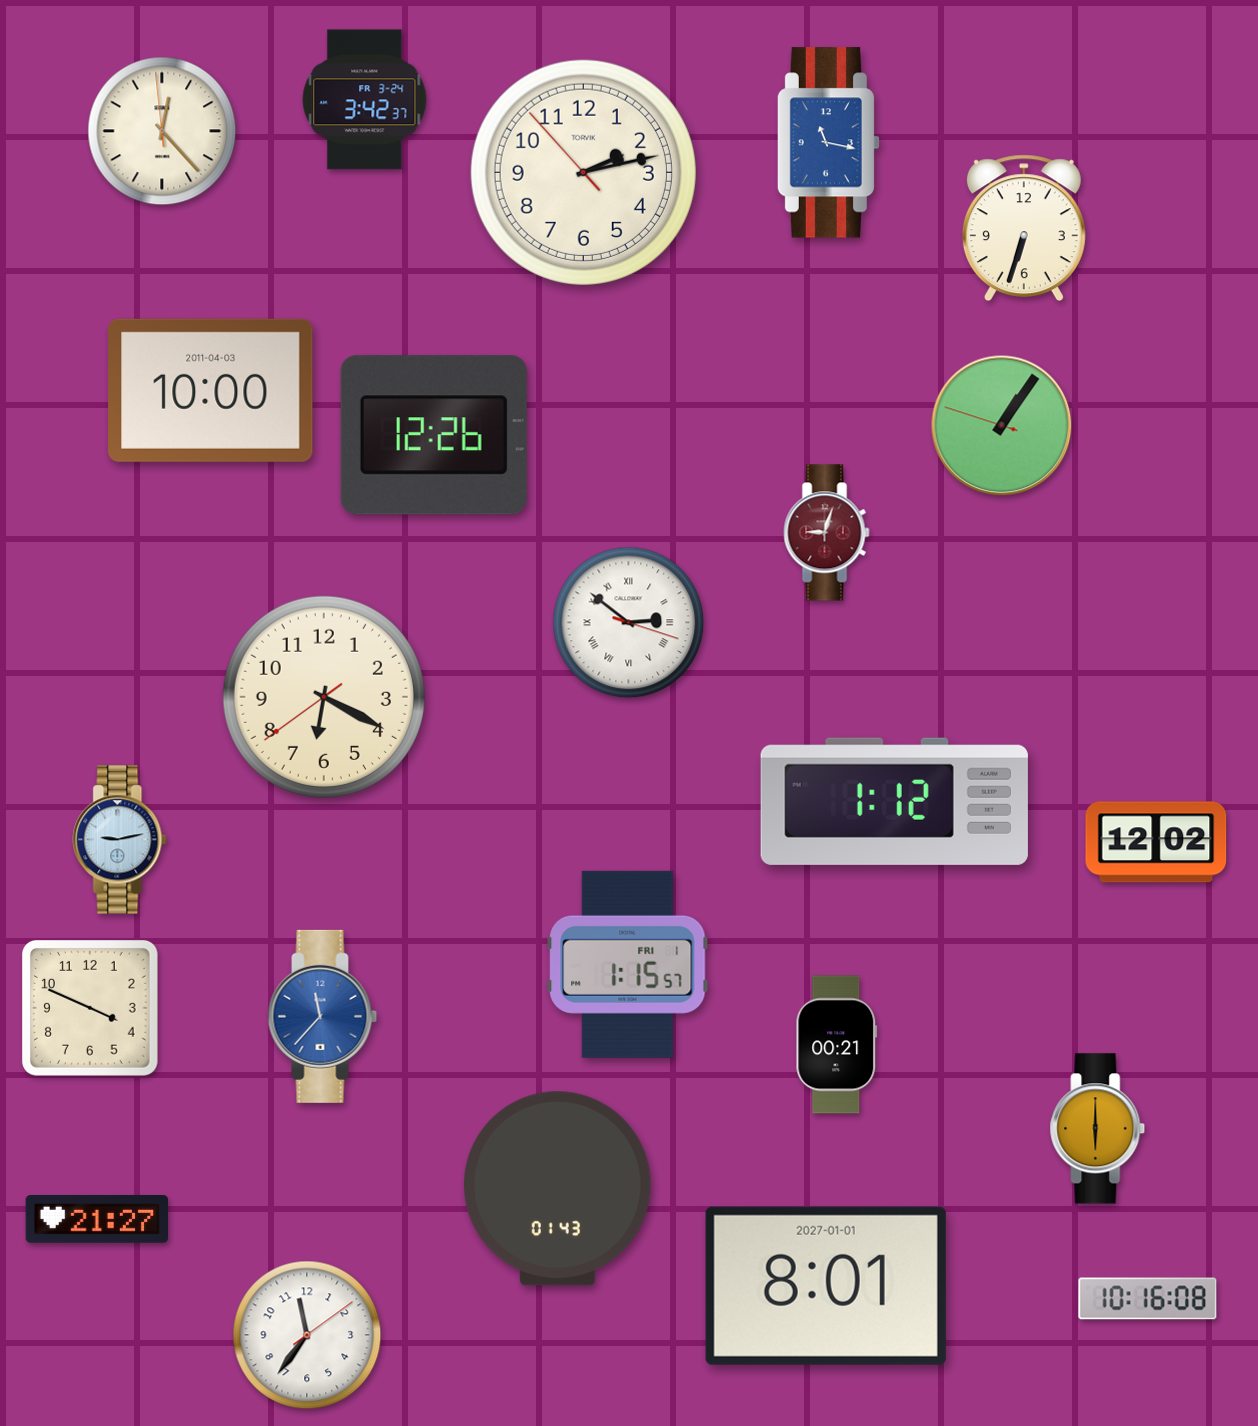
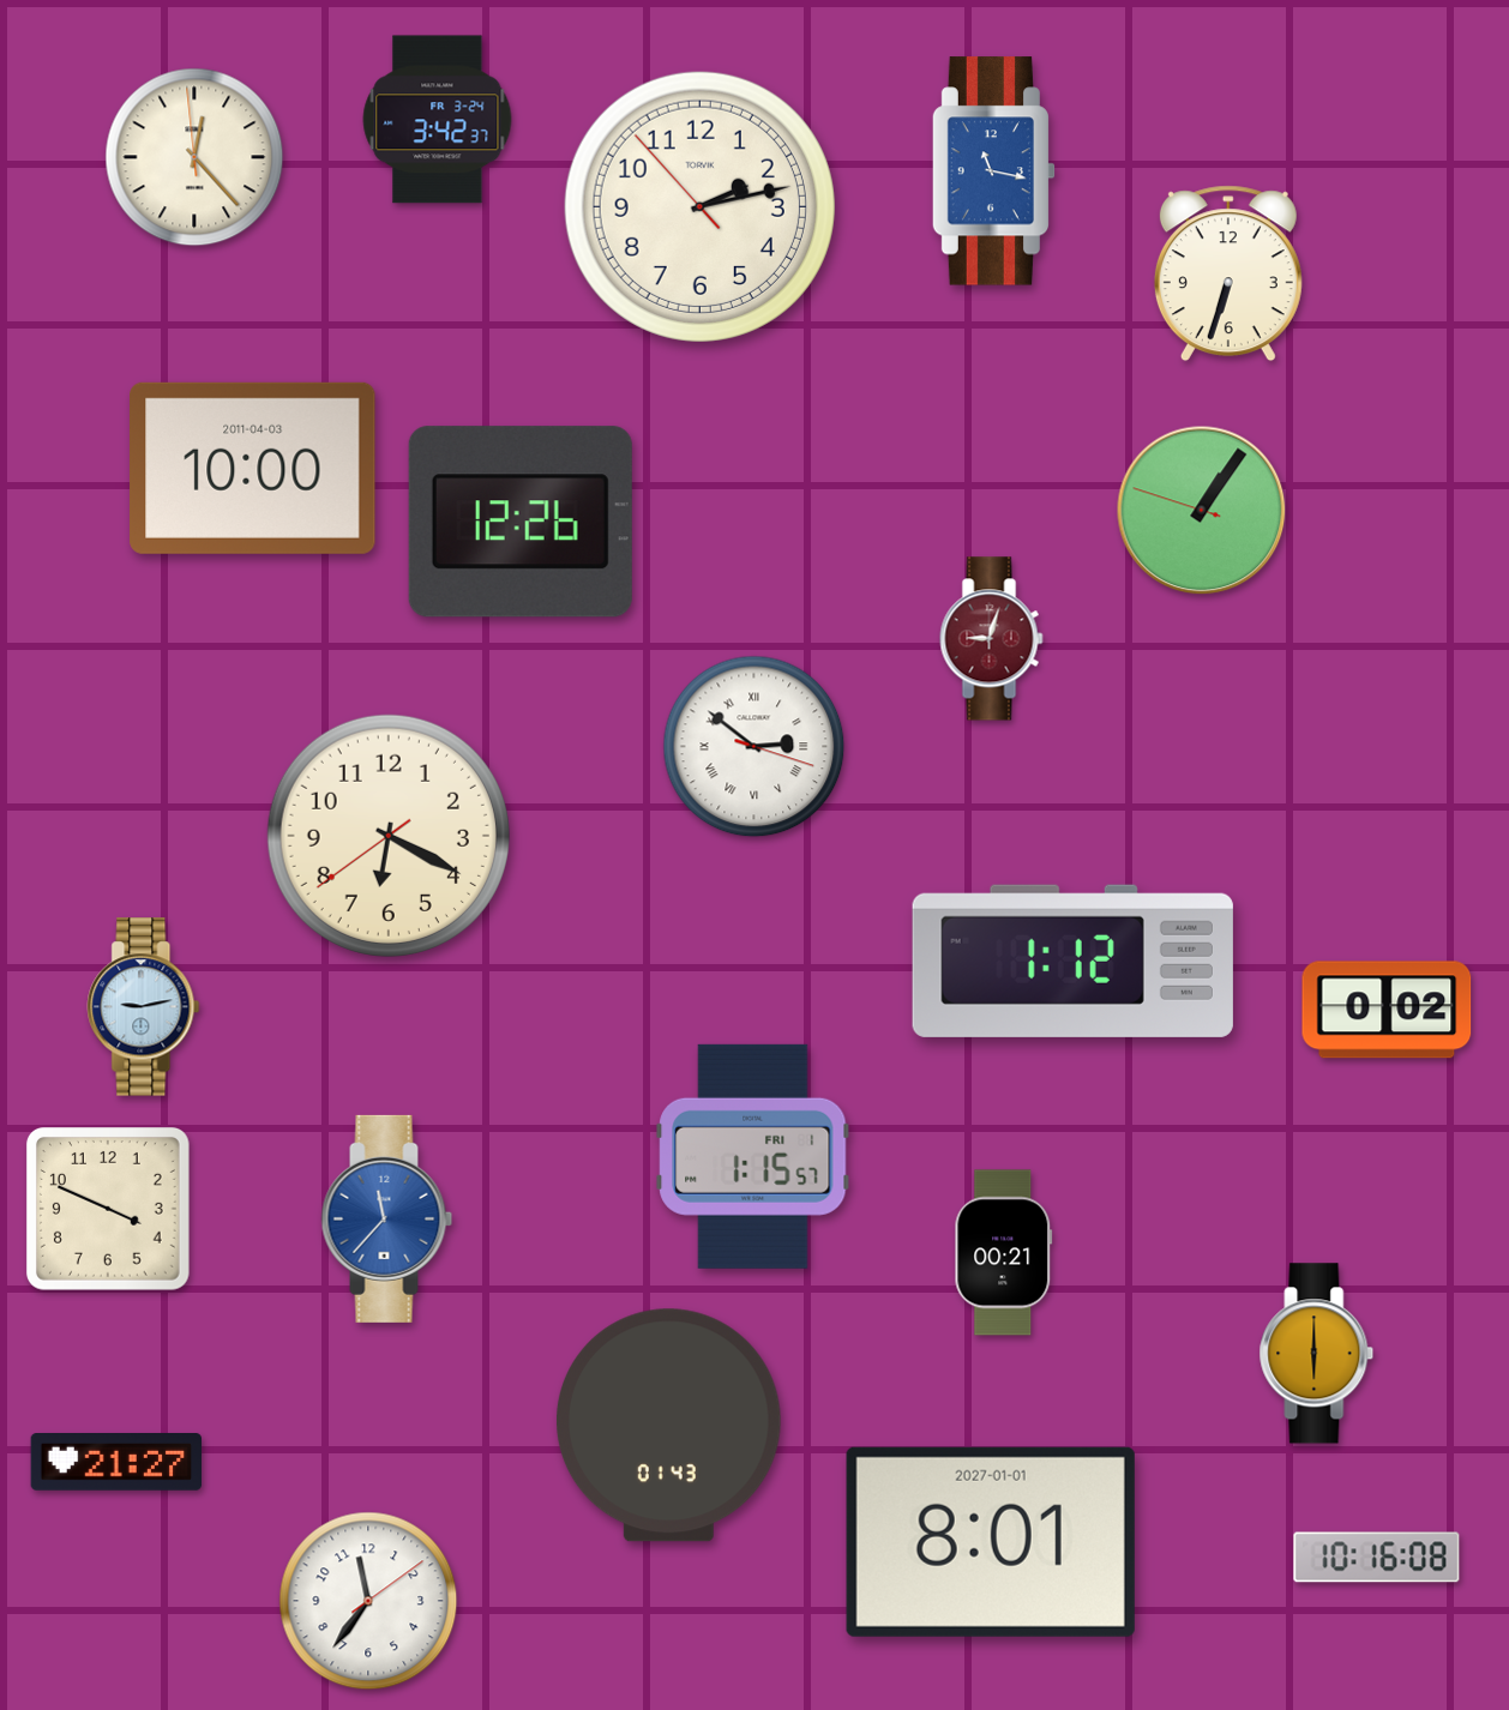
clock at (1156, 842): 12:02 -> 0:02
